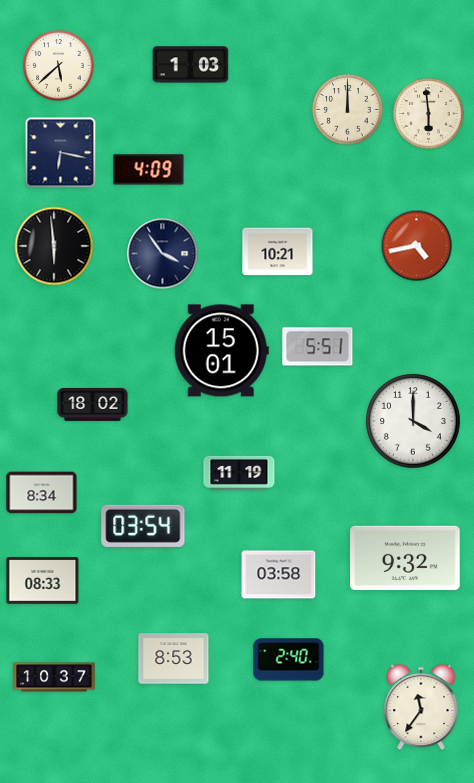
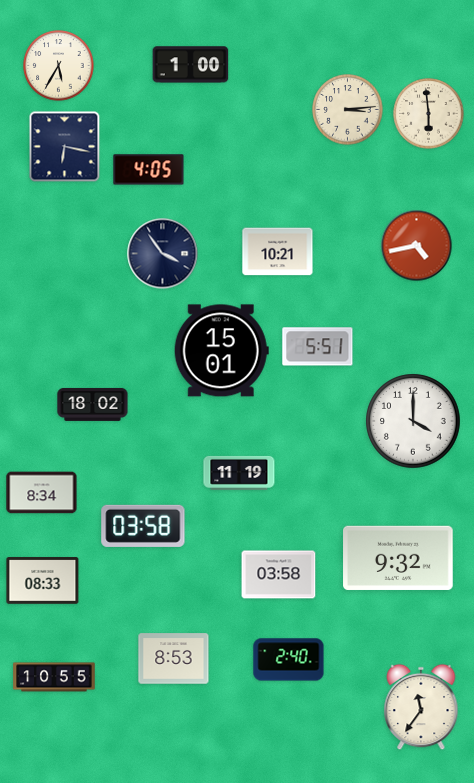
clock at (191, 65): 1:03 -> 1:00
clock at (59, 66): 5:38 -> 5:35
clock at (348, 110): 12:00 -> 3:14
clock at (61, 153) position: (61, 153) -> (65, 147)
clock at (149, 170): 4:09 -> 4:05
clock at (54, 246): 5:59 -> none
clock at (143, 526): 03:54 -> 03:58
clock at (405, 558) position: (405, 558) -> (398, 558)
clock at (54, 677): 10:37 -> 10:55
